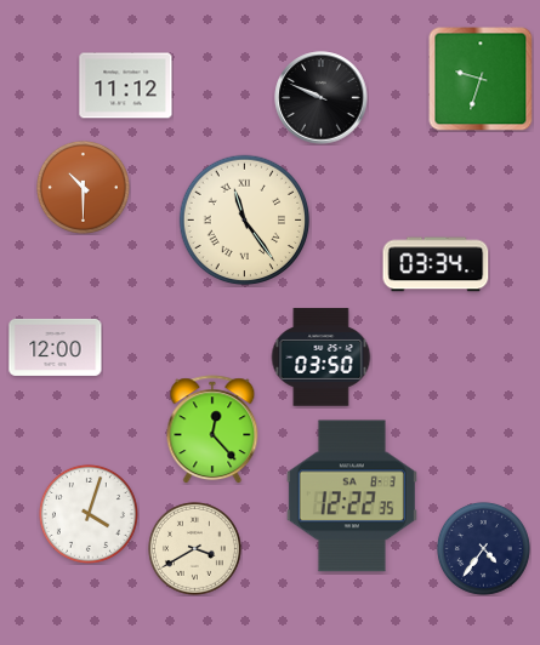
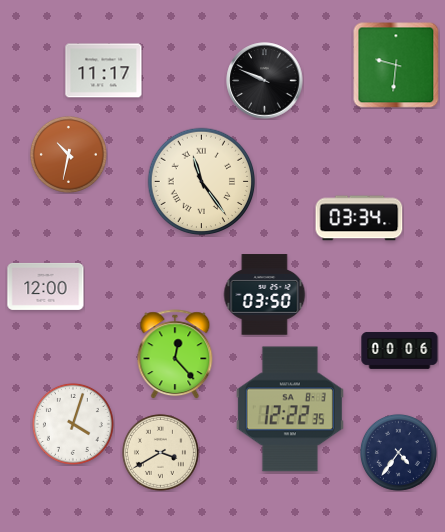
clock at (481, 79): 9:33 -> 9:31
clock at (126, 86): 11:12 -> 11:17
clock at (83, 187): 10:30 -> 10:32
clock at (400, 351): none -> 00:06
